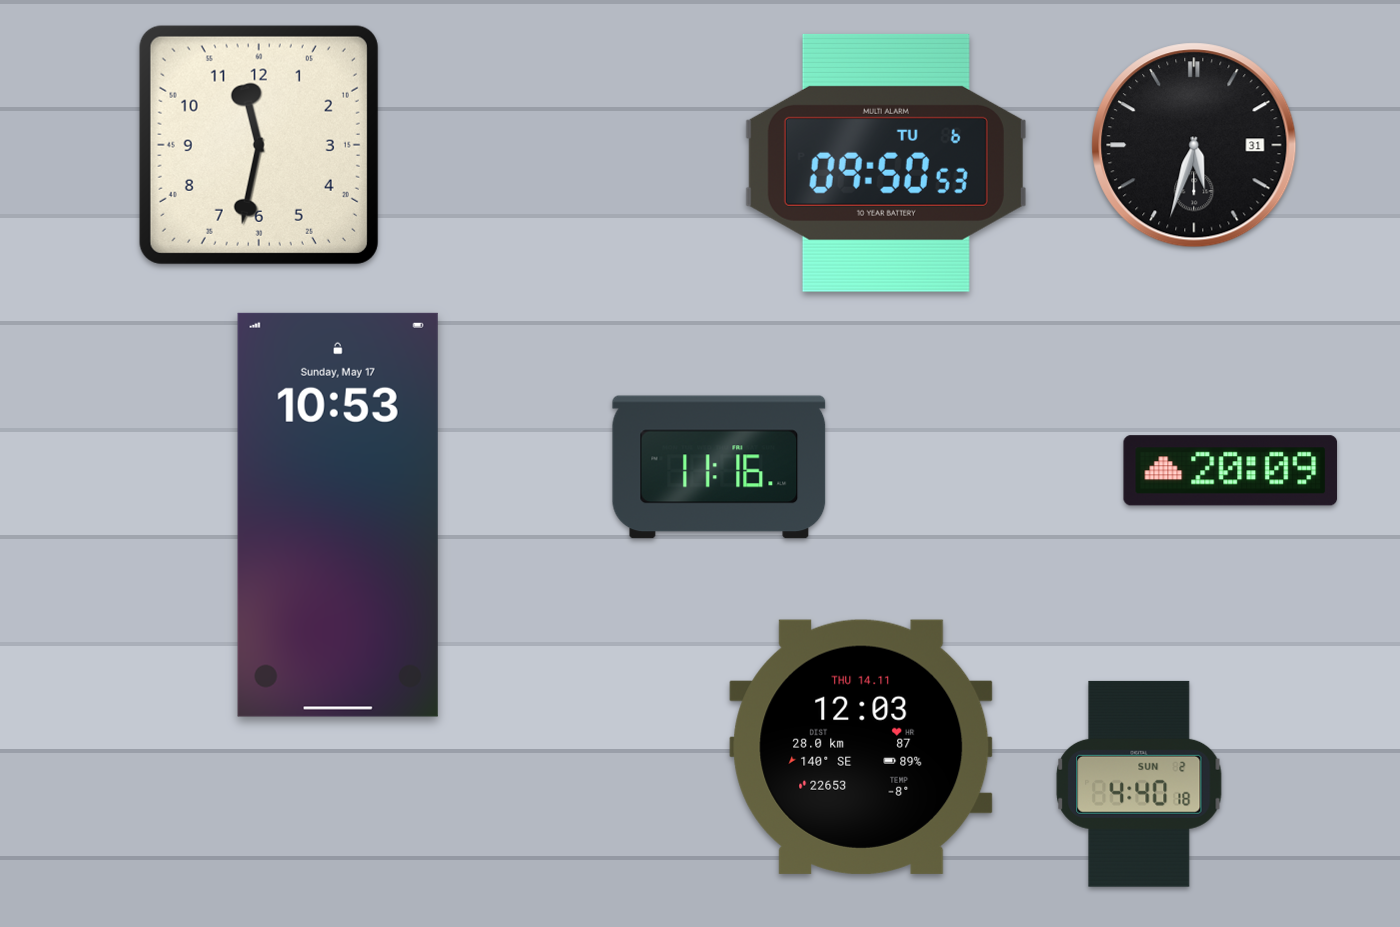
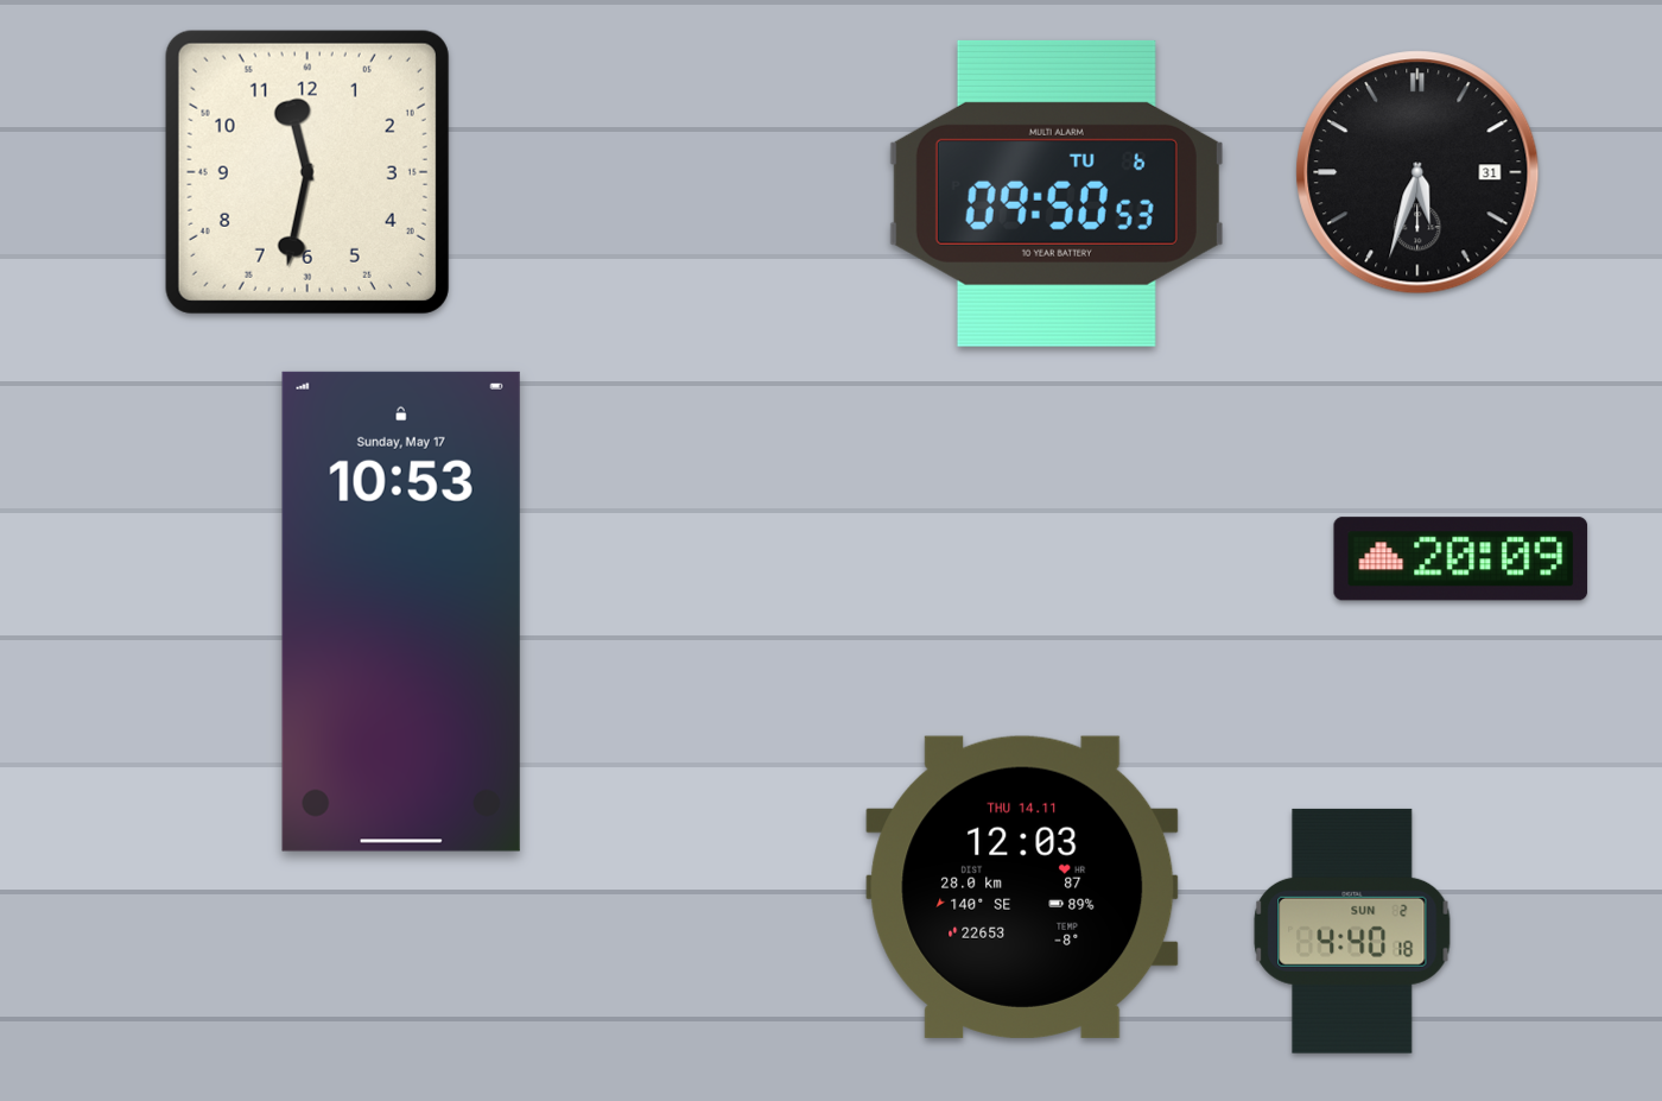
clock at (886, 163) position: (886, 163) -> (1057, 194)
clock at (719, 467): 11:16 -> none
